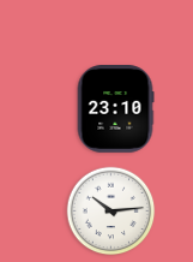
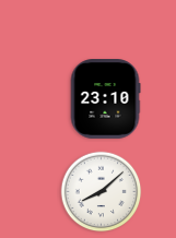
clock at (111, 212): 10:14 -> 8:08
